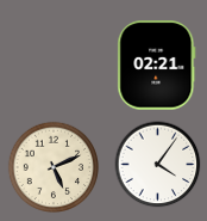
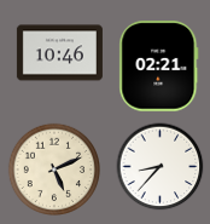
clock at (59, 53): none -> 10:46
clock at (158, 165): 4:06 -> 8:37
